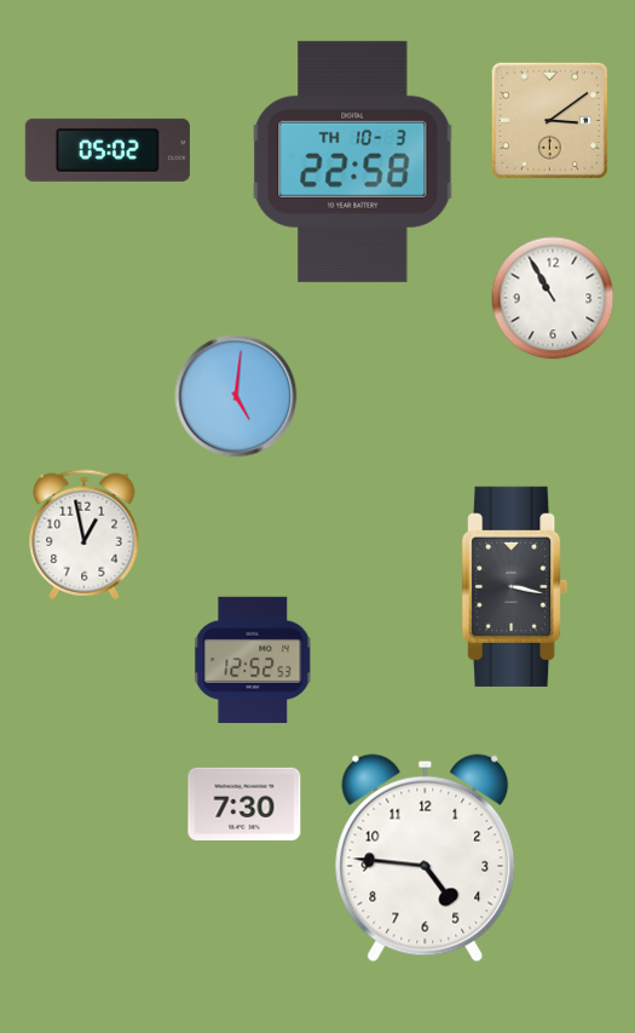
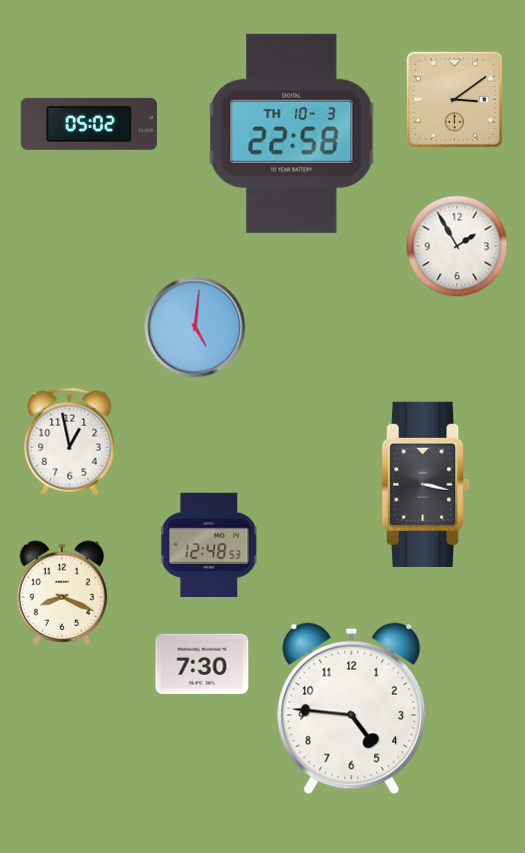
clock at (553, 298): 10:55 -> 1:55
clock at (253, 660): 12:52 -> 12:48
clock at (62, 593): none -> 8:19
